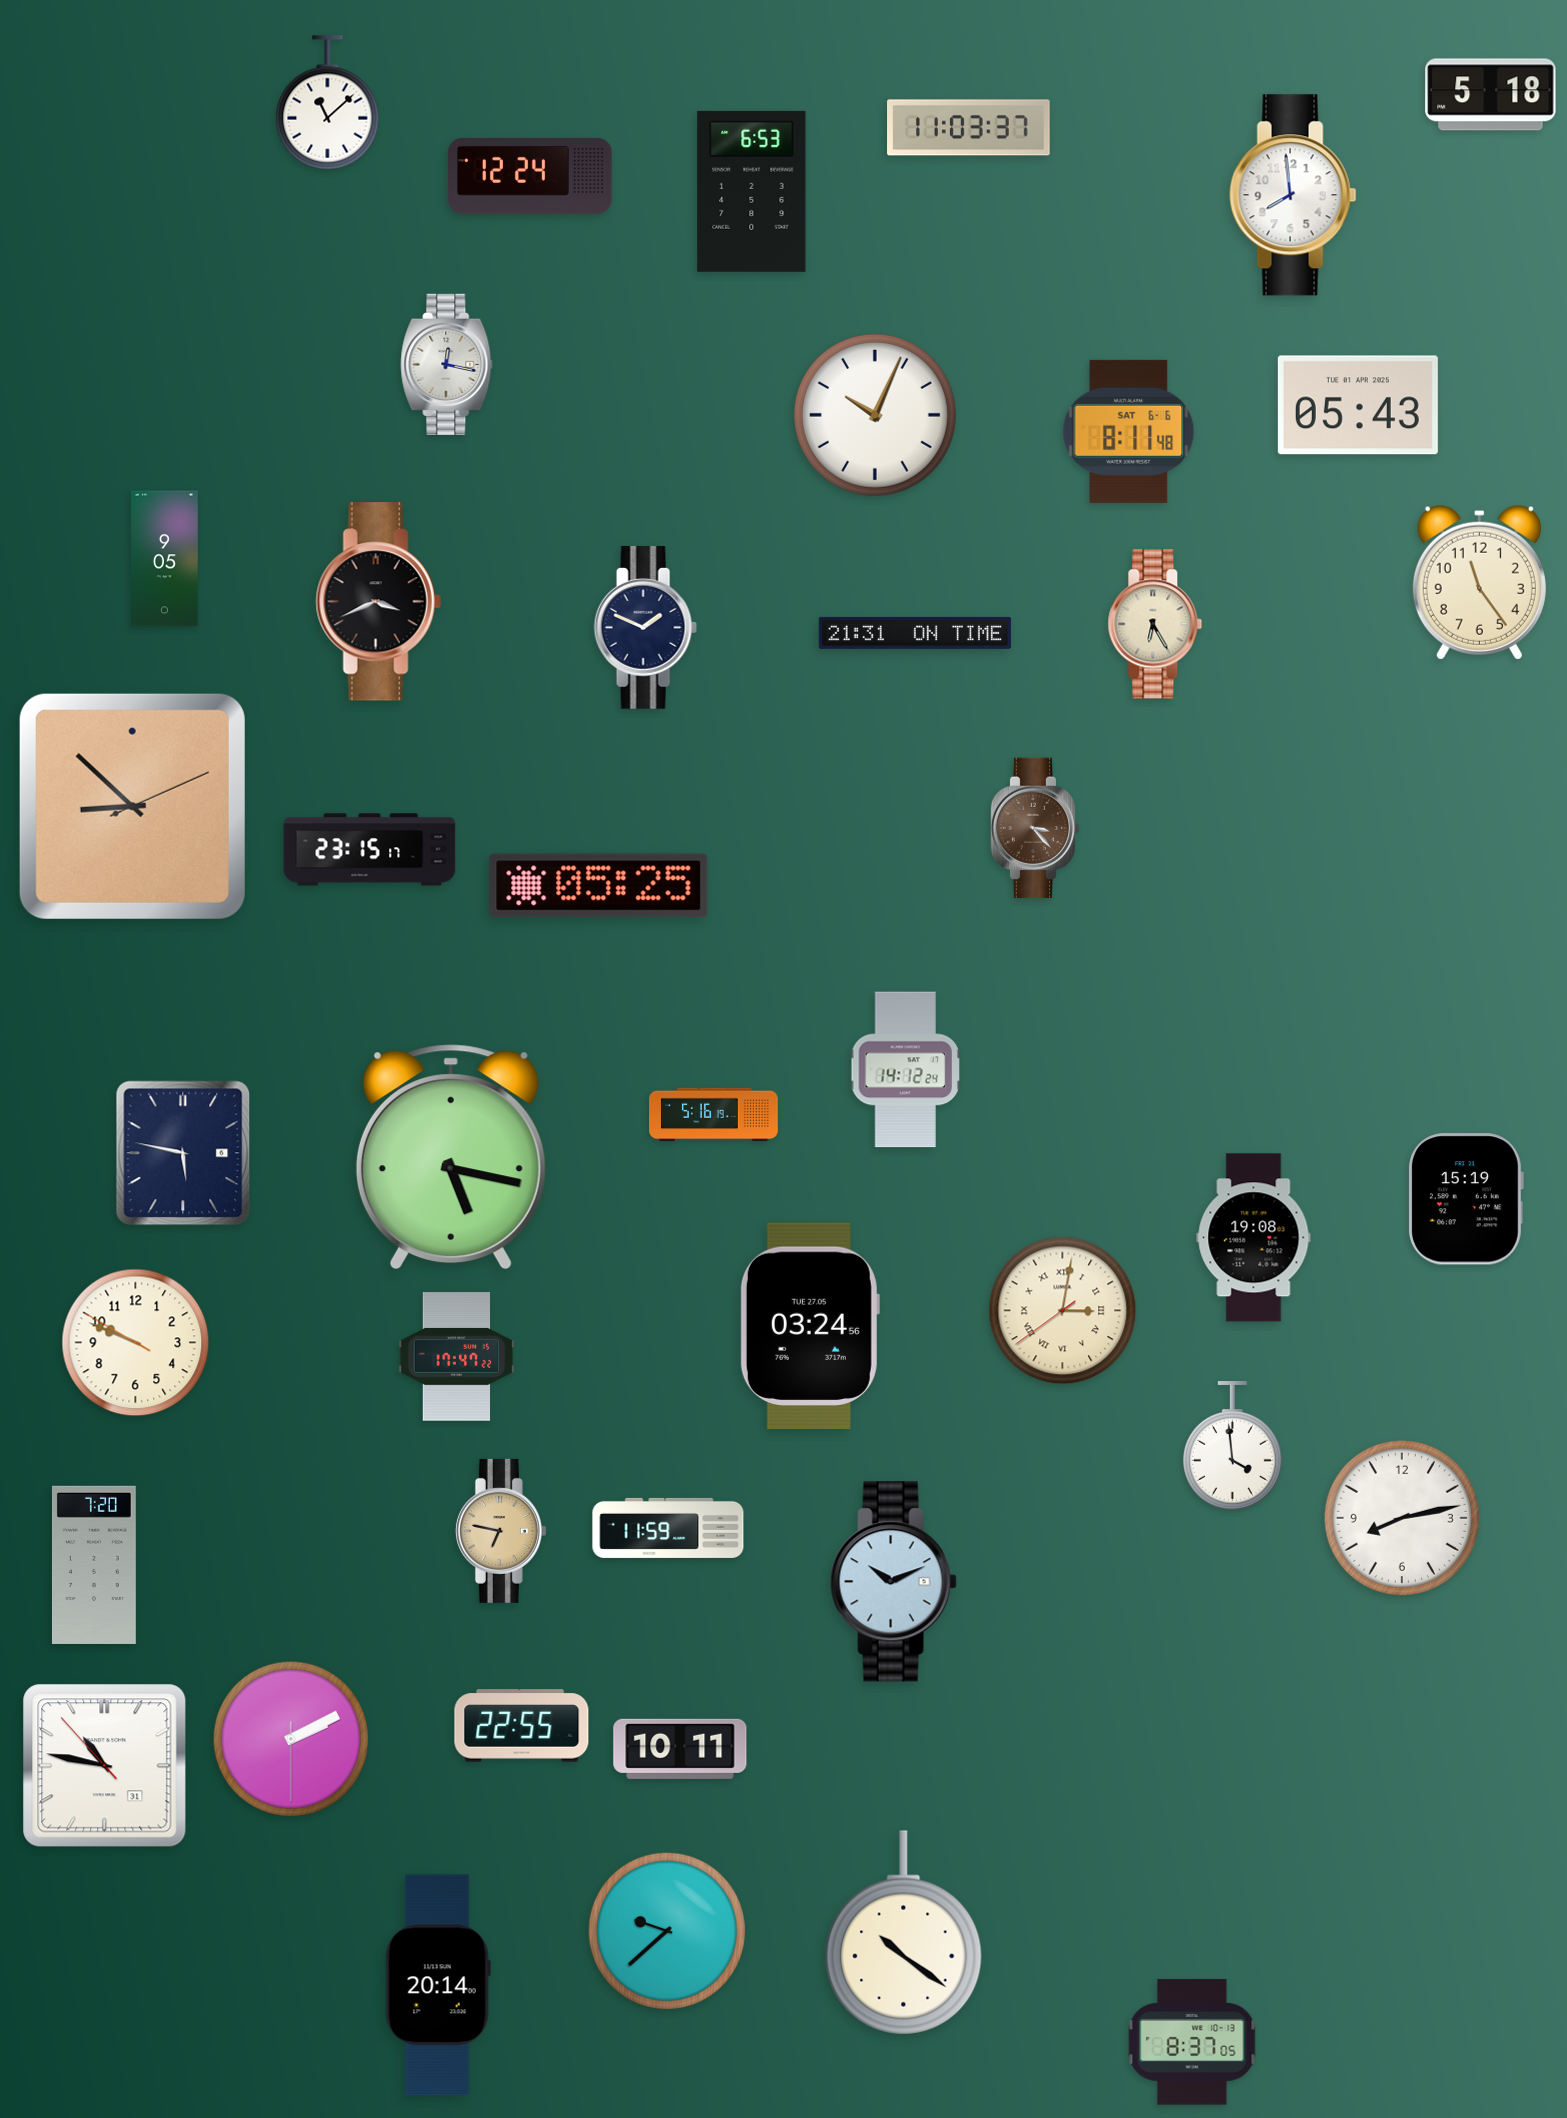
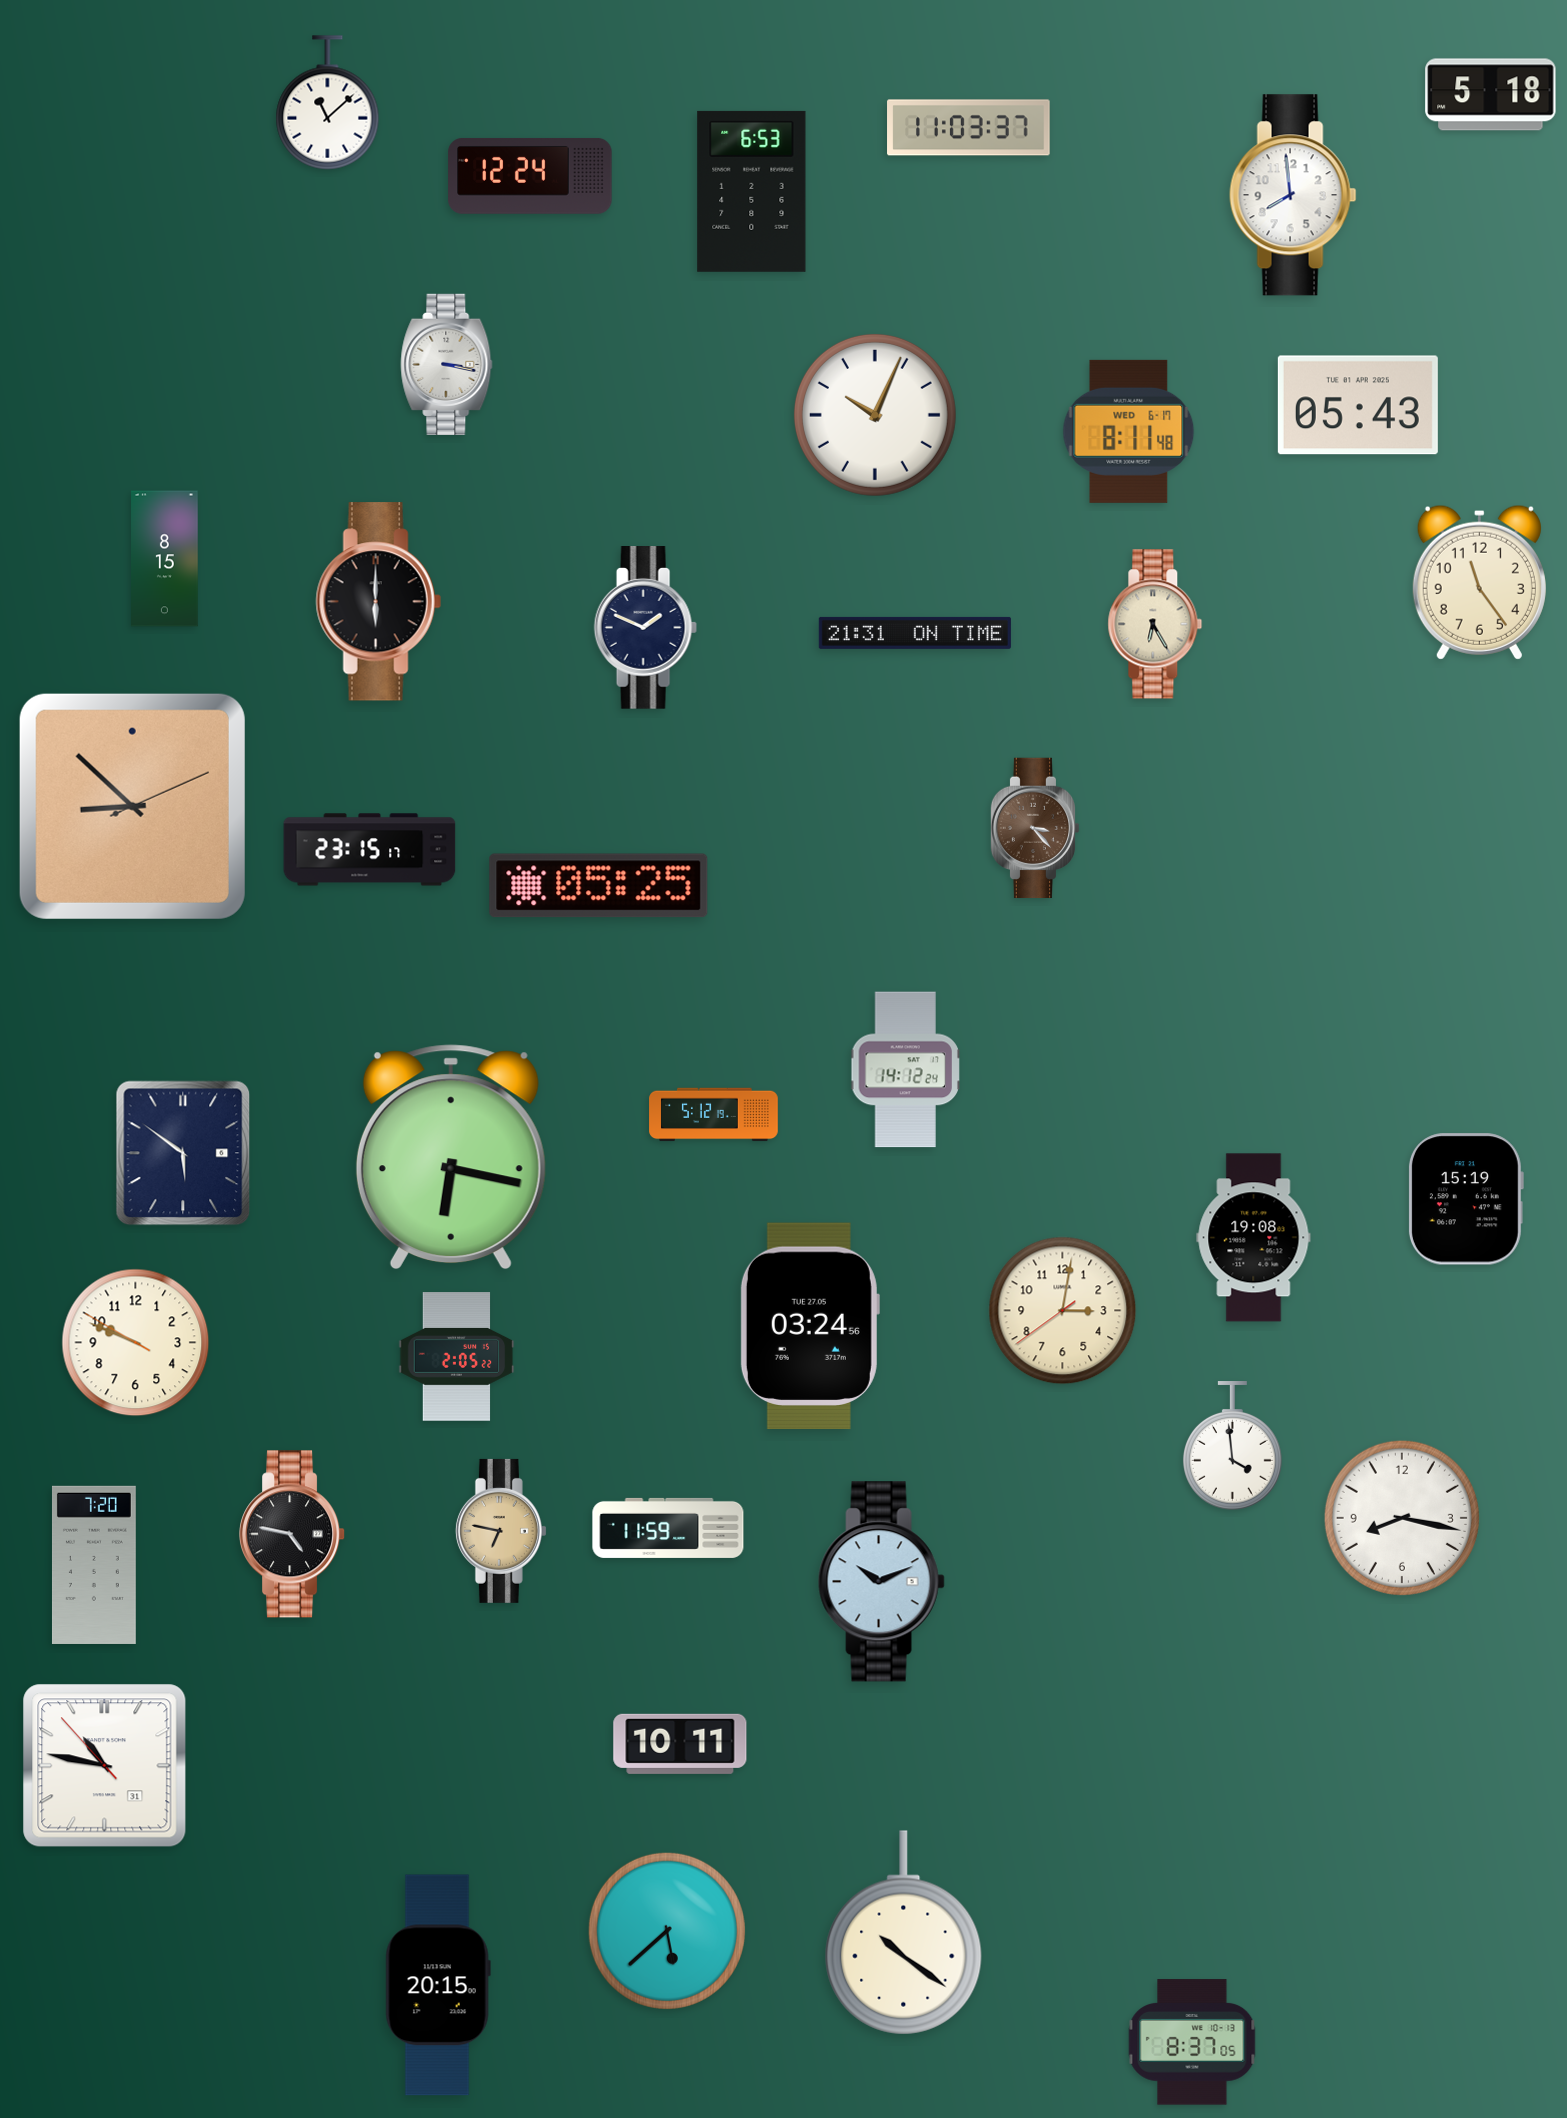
clock at (447, 364): 12:17 -> 3:17
clock at (1129, 431) date: SAT 6-6 -> WED 6-17
clock at (165, 559): 9:05 -> 8:15
clock at (378, 602): 3:41 -> 6:00
clock at (714, 1115): 5:16 -> 5:12
clock at (183, 1153): 5:47 -> 5:51
clock at (451, 1157): 5:17 -> 6:17
clock at (1063, 1311) numerals: Roman -> Arabic
clock at (457, 1357): 17:47 -> 2:05
clock at (1402, 1518): 8:13 -> 8:17
clock at (293, 1534): none -> 4:47
clock at (893, 1582) position: (893, 1582) -> (881, 1582)
clock at (522, 1726): 22:55 -> none
clock at (291, 1739): 2:10 -> none
clock at (680, 1749) position: (680, 1749) -> (680, 1744)
clock at (667, 1931): 9:38 -> 5:38
clock at (438, 1985): 20:14 -> 20:15
